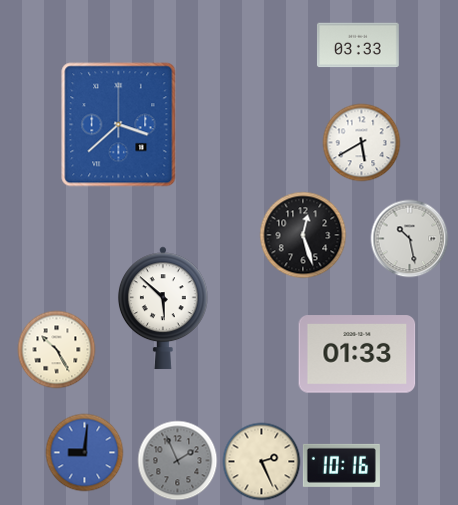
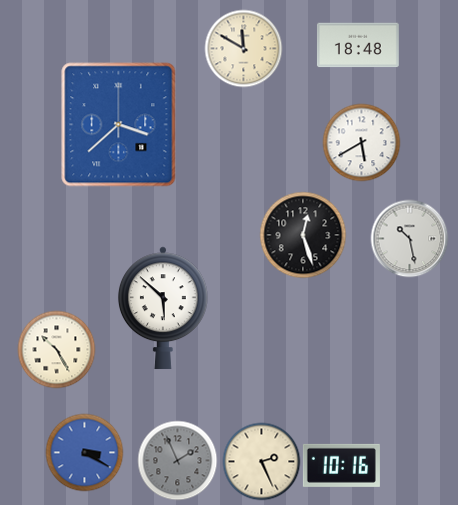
clock at (358, 45): 03:33 -> 18:48
clock at (243, 48): none -> 11:50
clock at (357, 354): 01:33 -> none
clock at (84, 452): 9:01 -> 3:20
